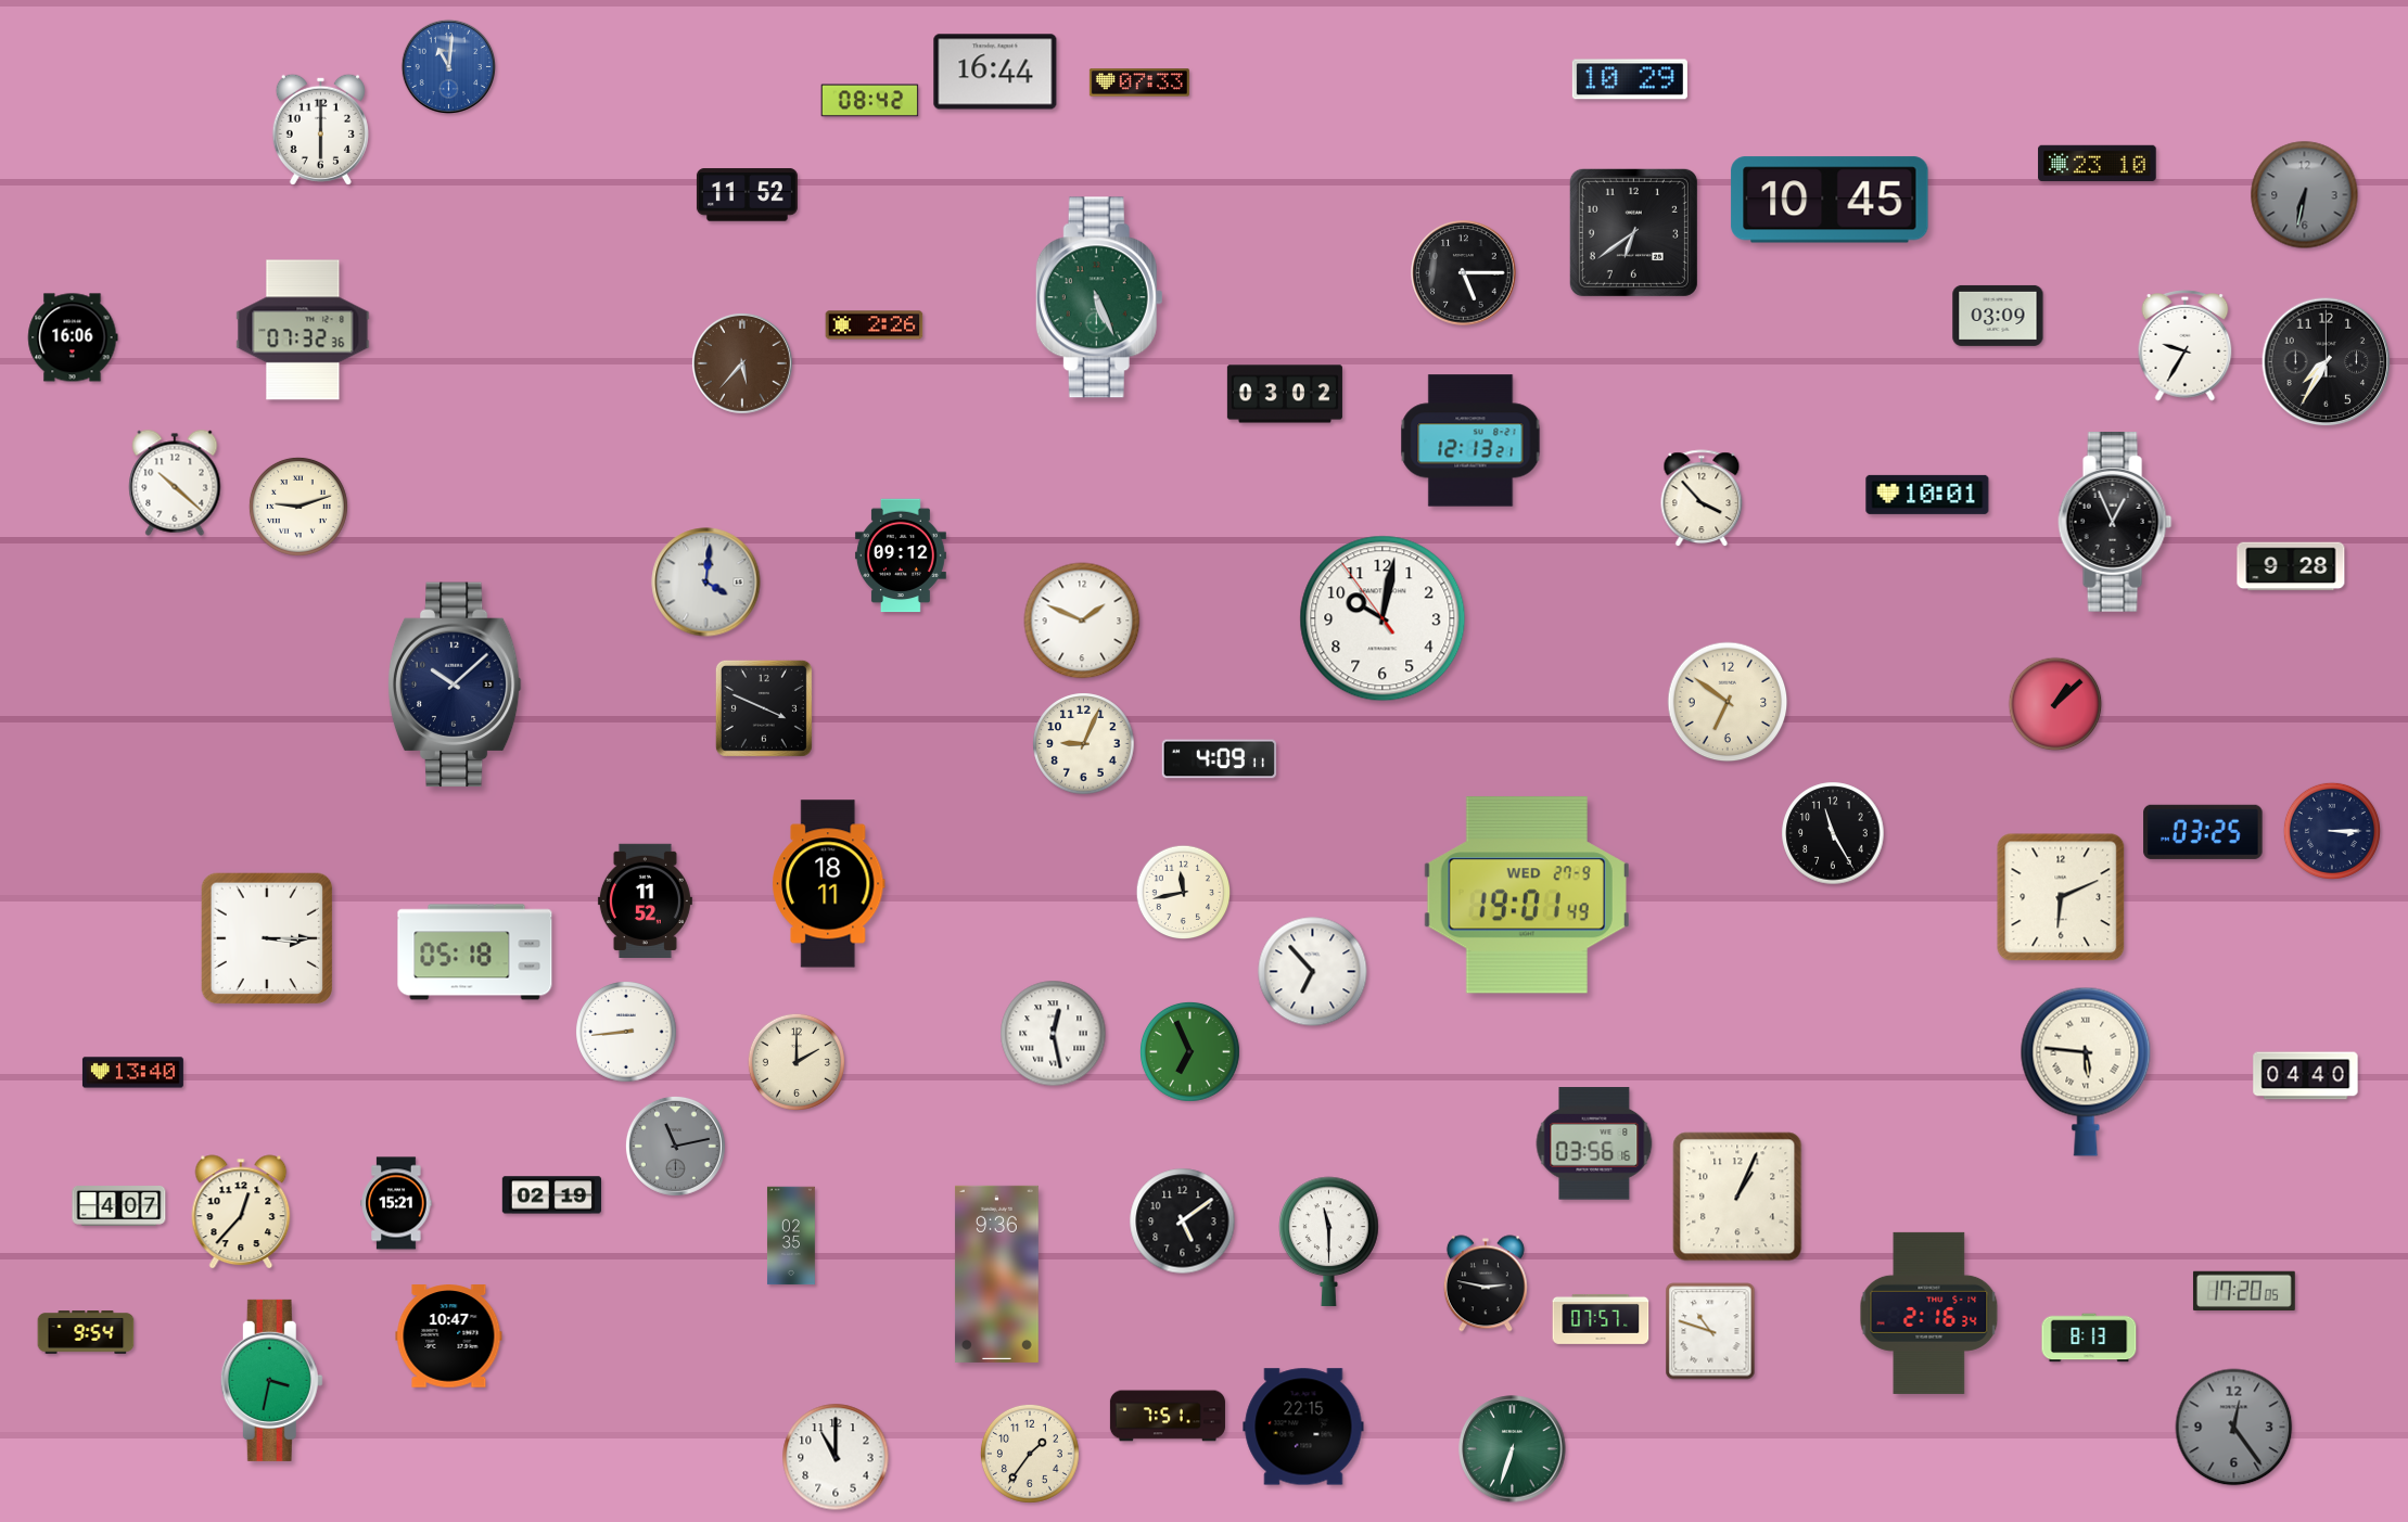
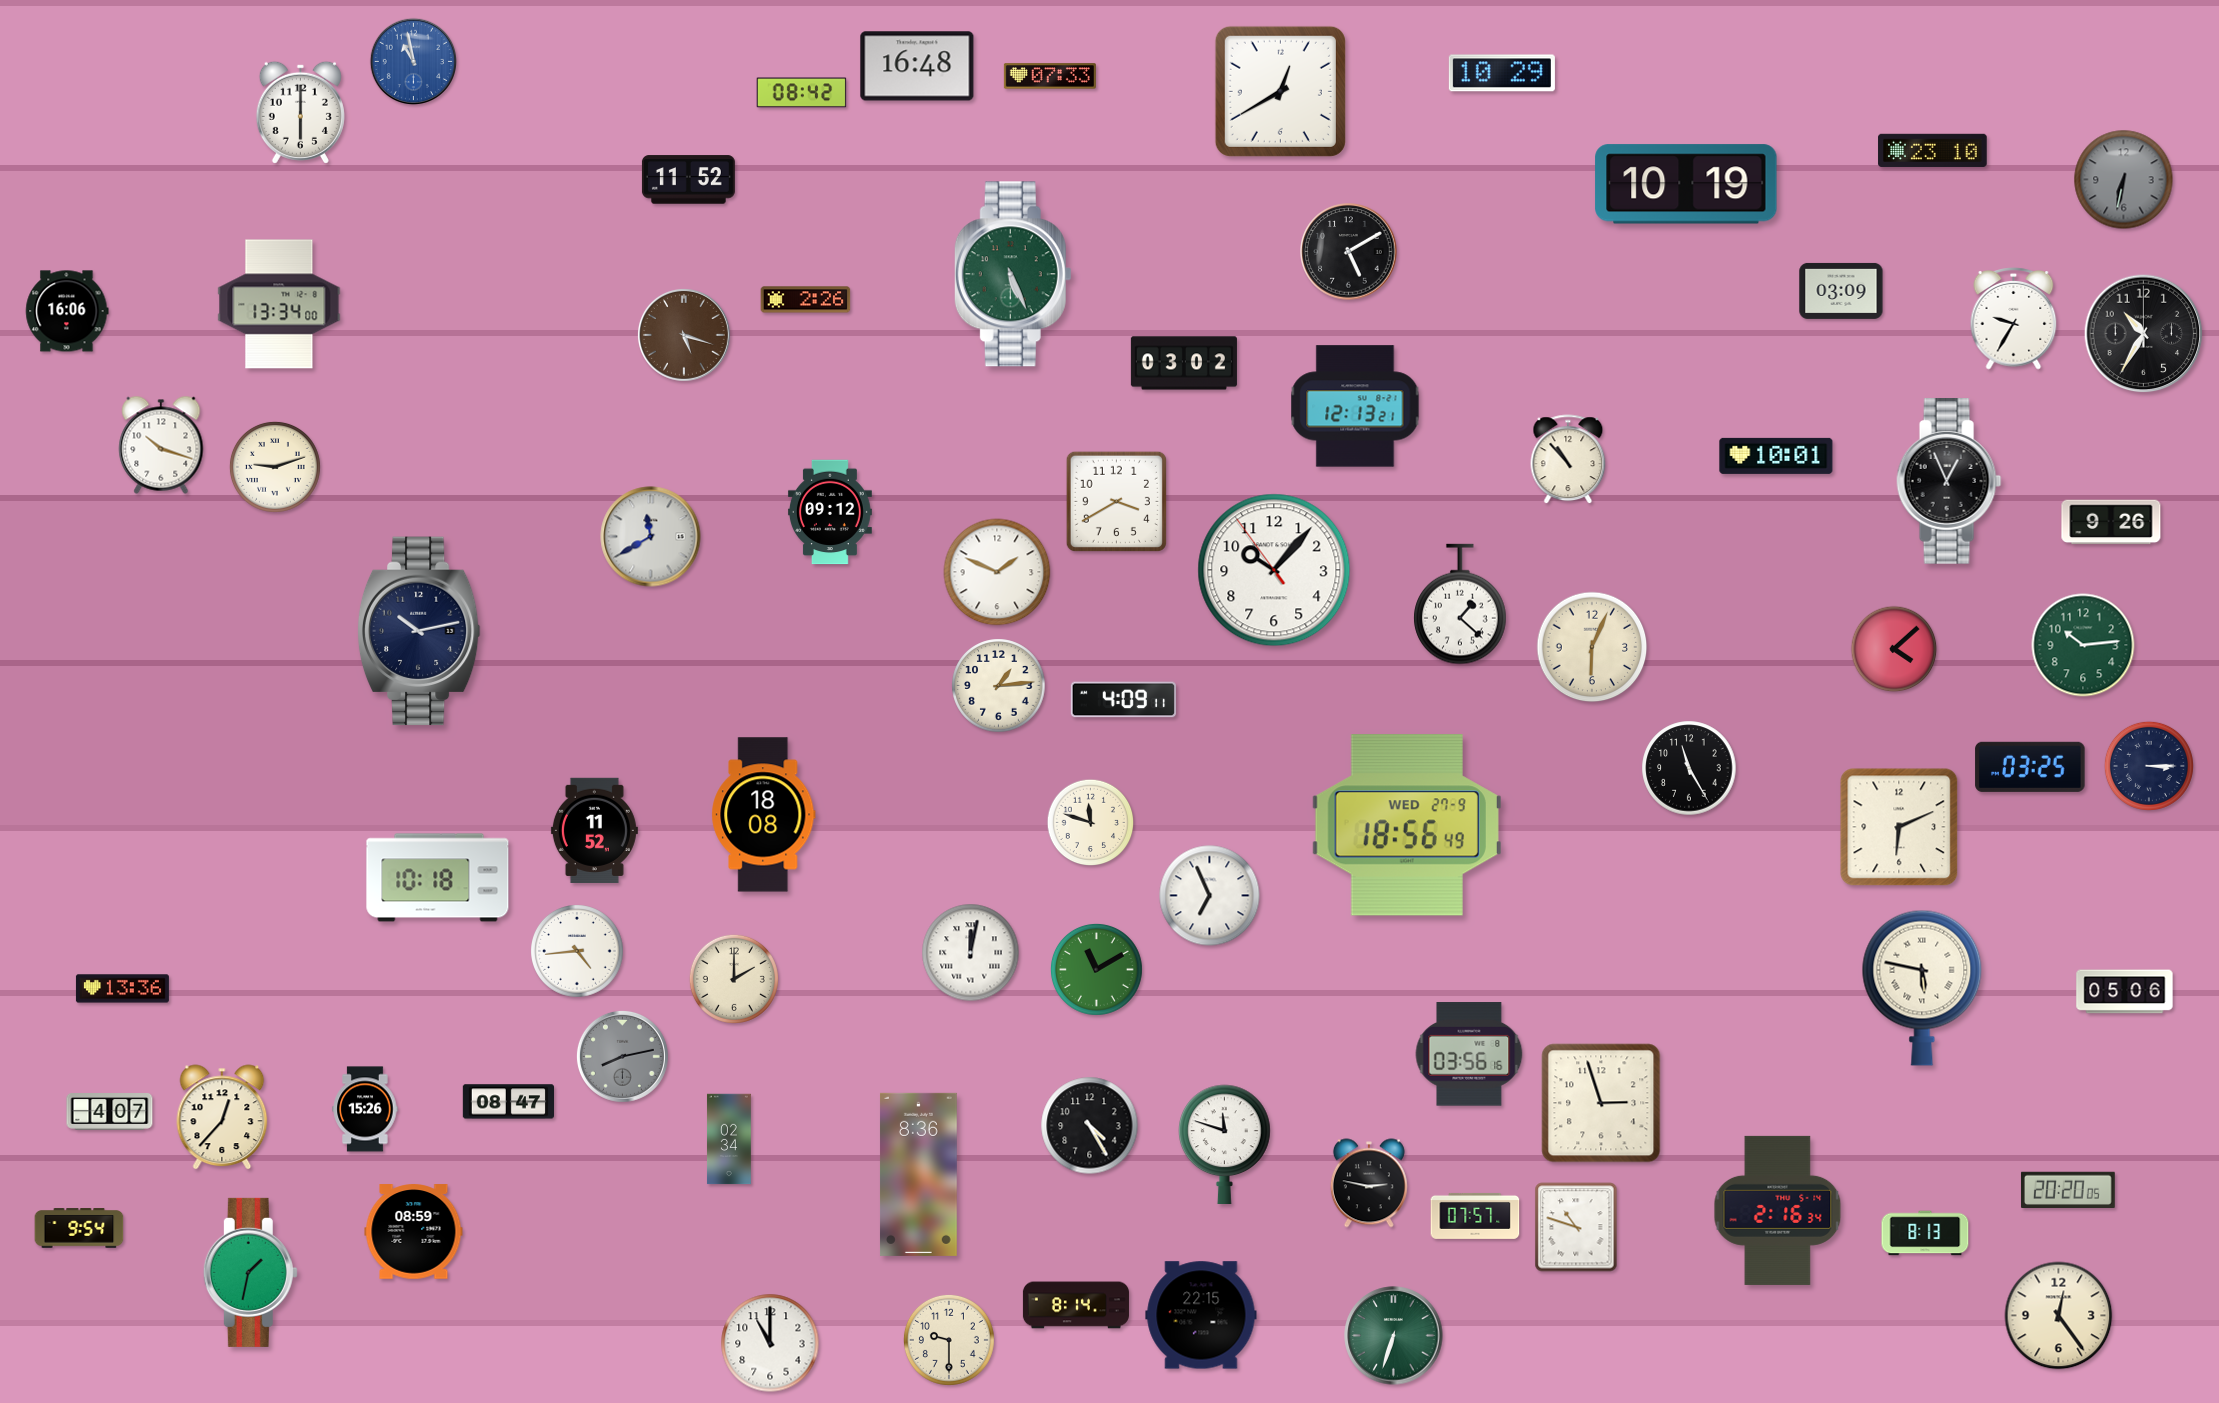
clock at (448, 66): 11:01 -> 10:58
clock at (995, 72): 16:44 -> 16:48
clock at (1280, 91): none -> 12:40
clock at (320, 129) position: (320, 129) -> (300, 112)
clock at (1830, 200): 10:45 -> 10:19
clock at (1633, 232): 6:39 -> none
clock at (1464, 273): 5:15 -> 5:10
clock at (303, 330): 07:32 -> 13:34
clock at (2327, 362): 7:35 -> 10:35
clock at (742, 363): 5:37 -> 5:18
clock at (175, 483): 10:22 -> 10:18
clock at (1702, 499): 3:53 -> 10:53
clock at (1116, 501): none -> 3:40
clock at (2291, 566): 9:28 -> 9:26
clock at (706, 583): 4:01 -> 11:40
clock at (1383, 618): 10:01 -> 10:06
clock at (1460, 604): none -> 1:22
clock at (455, 685): 10:08 -> 10:13
clock at (2083, 645): none -> 10:14
clock at (1728, 702): 6:51 -> 6:04
clock at (2055, 704): 1:08 -> 4:08
clock at (764, 708): 3:49 -> none
clock at (1084, 744): 9:04 -> 1:14
clock at (829, 884): 18:11 -> 18:08
clock at (1184, 893): 11:43 -> 11:48
clock at (1527, 895): 19:01 -> 18:56
clock at (267, 938): 3:15 -> none
clock at (475, 952): 05:18 -> 10:18
clock at (1313, 972): 6:53 -> 6:56
clock at (627, 1033): 8:44 -> 4:44
clock at (1054, 1034): 12:28 -> 12:02
clock at (1189, 1051): 6:56 -> 11:10
clock at (2086, 1072): 5:46 -> 5:47
clock at (132, 1073): 13:40 -> 13:36
clock at (2306, 1076): 04:40 -> 05:06
clock at (675, 1146): 11:13 -> 8:13
clock at (551, 1195): 02:19 -> 08:47
clock at (1737, 1197): 1:04 -> 2:57
clock at (396, 1203): 15:21 -> 15:26
clock at (1183, 1222): 5:09 -> 4:25
clock at (791, 1236): 02:35 -> 02:34
clock at (1329, 1241): 11:30 -> 11:48
clock at (996, 1274): 9:36 -> 8:36
clock at (2244, 1290): 17:20 -> 20:20
clock at (449, 1336): 10:47 -> 08:59
clock at (271, 1380): 3:32 -> 1:32
clock at (1168, 1416): 7:51 -> 8:14
clock at (2234, 1428) dial: grey -> cream
clock at (1030, 1454): 1:36 -> 9:30
